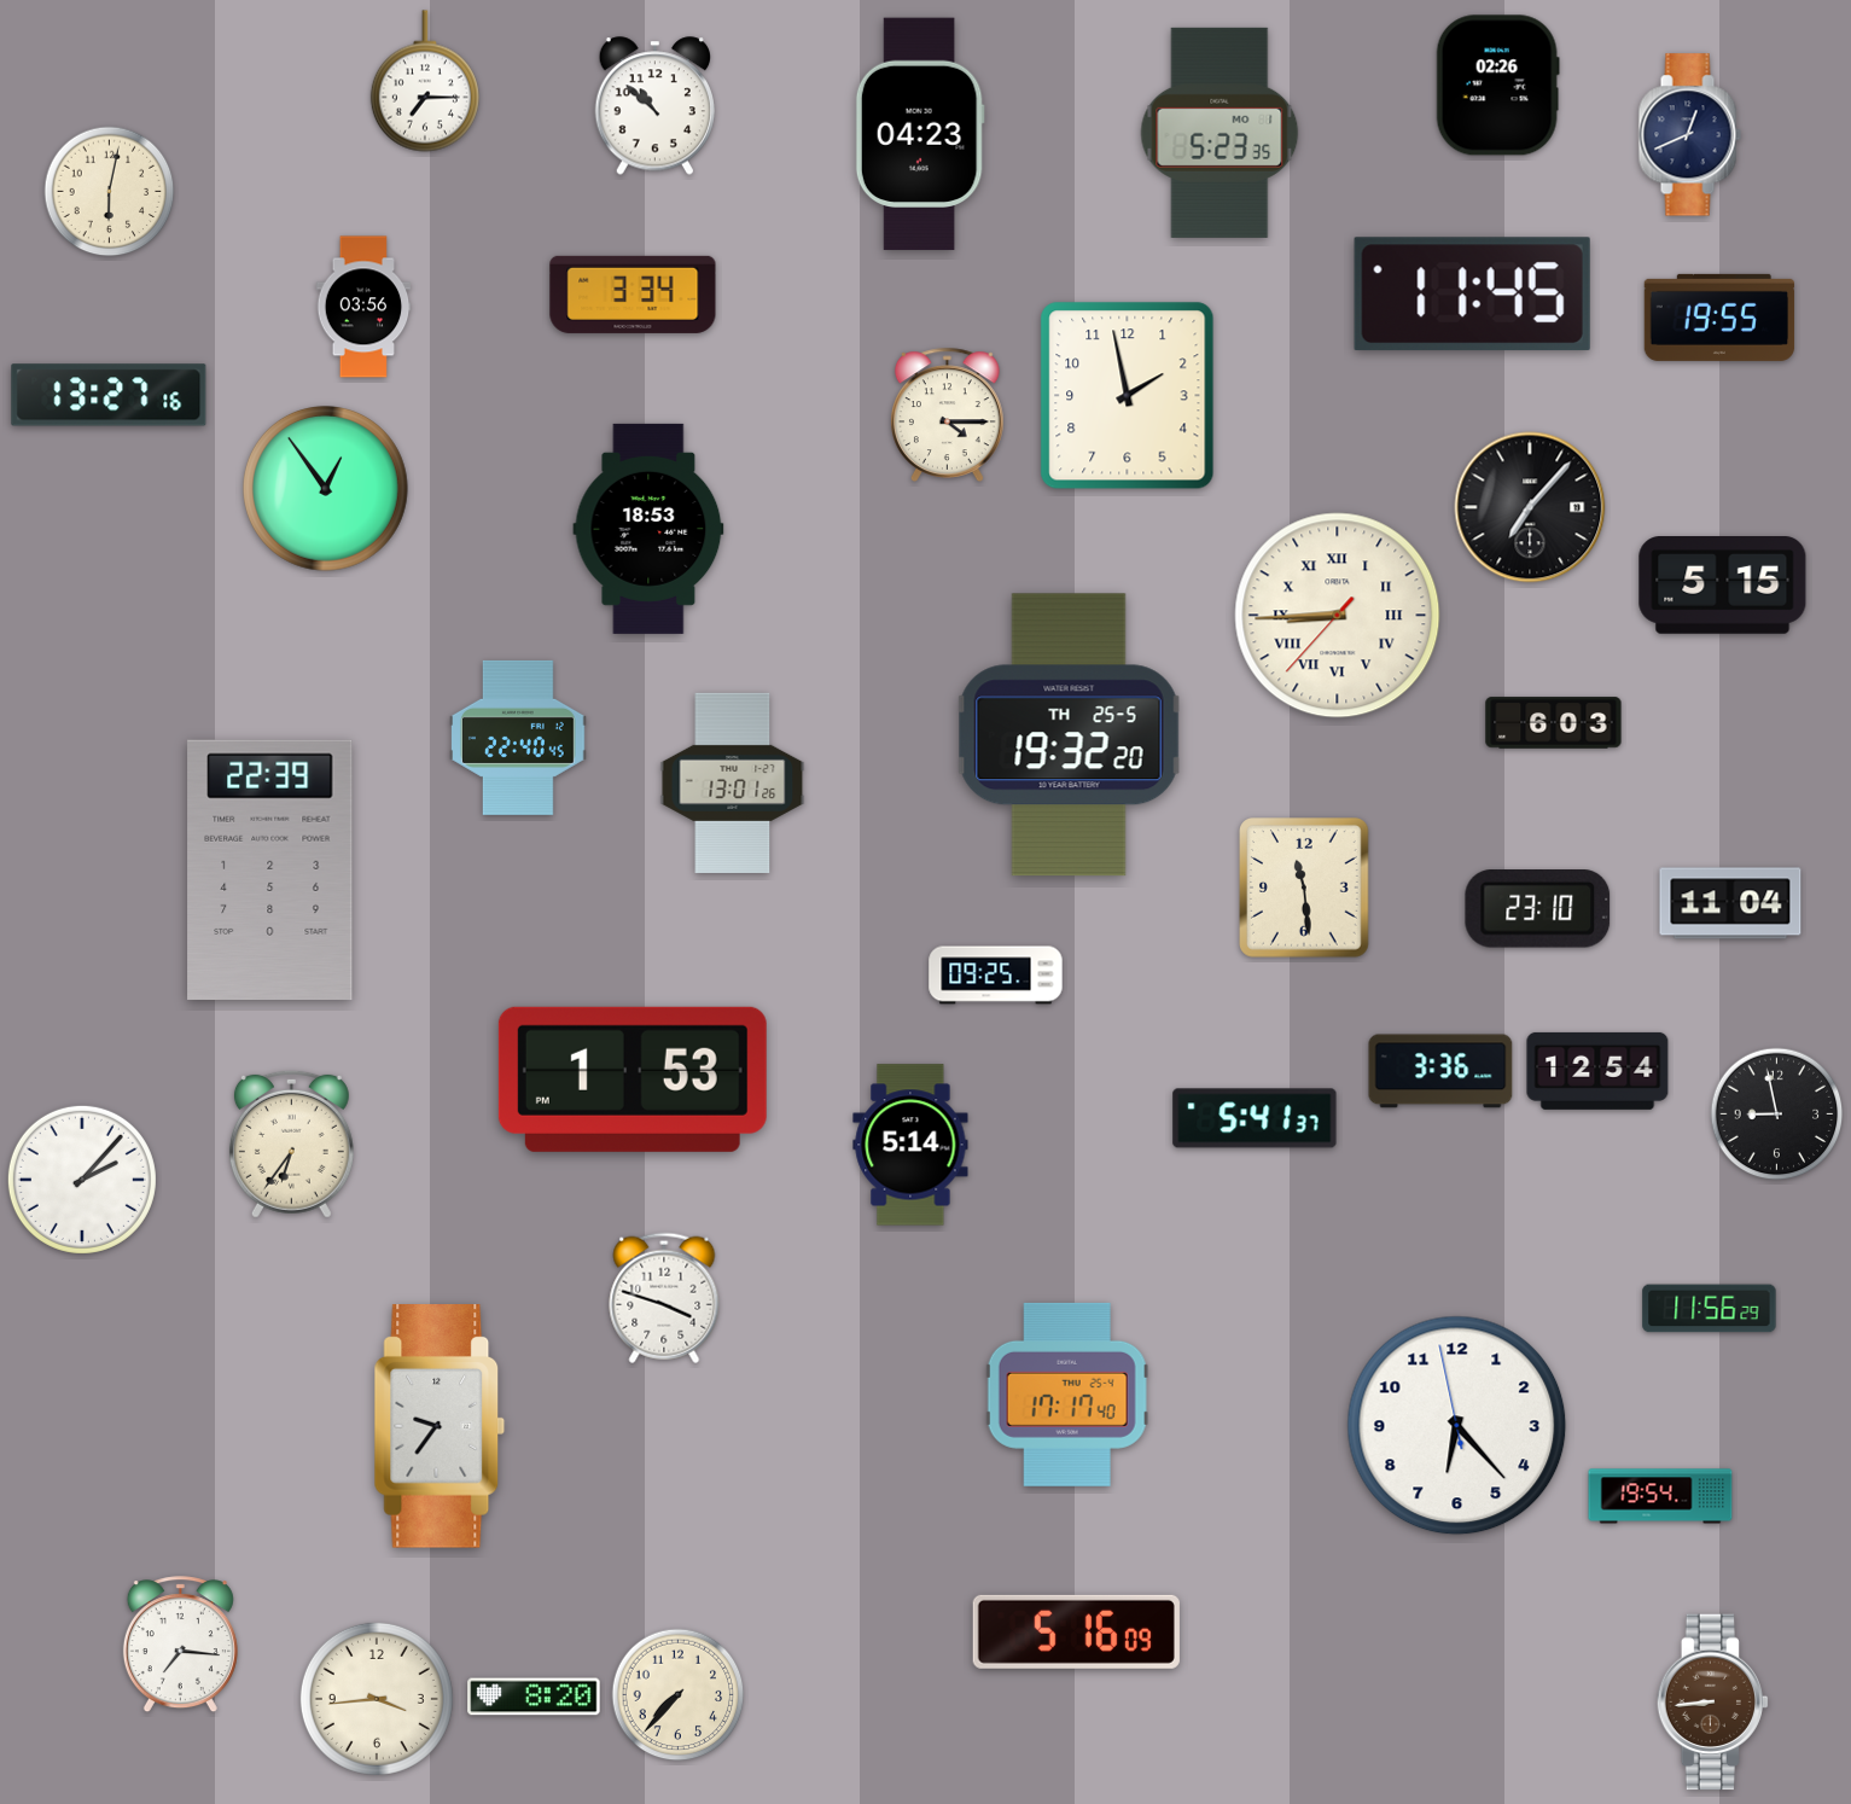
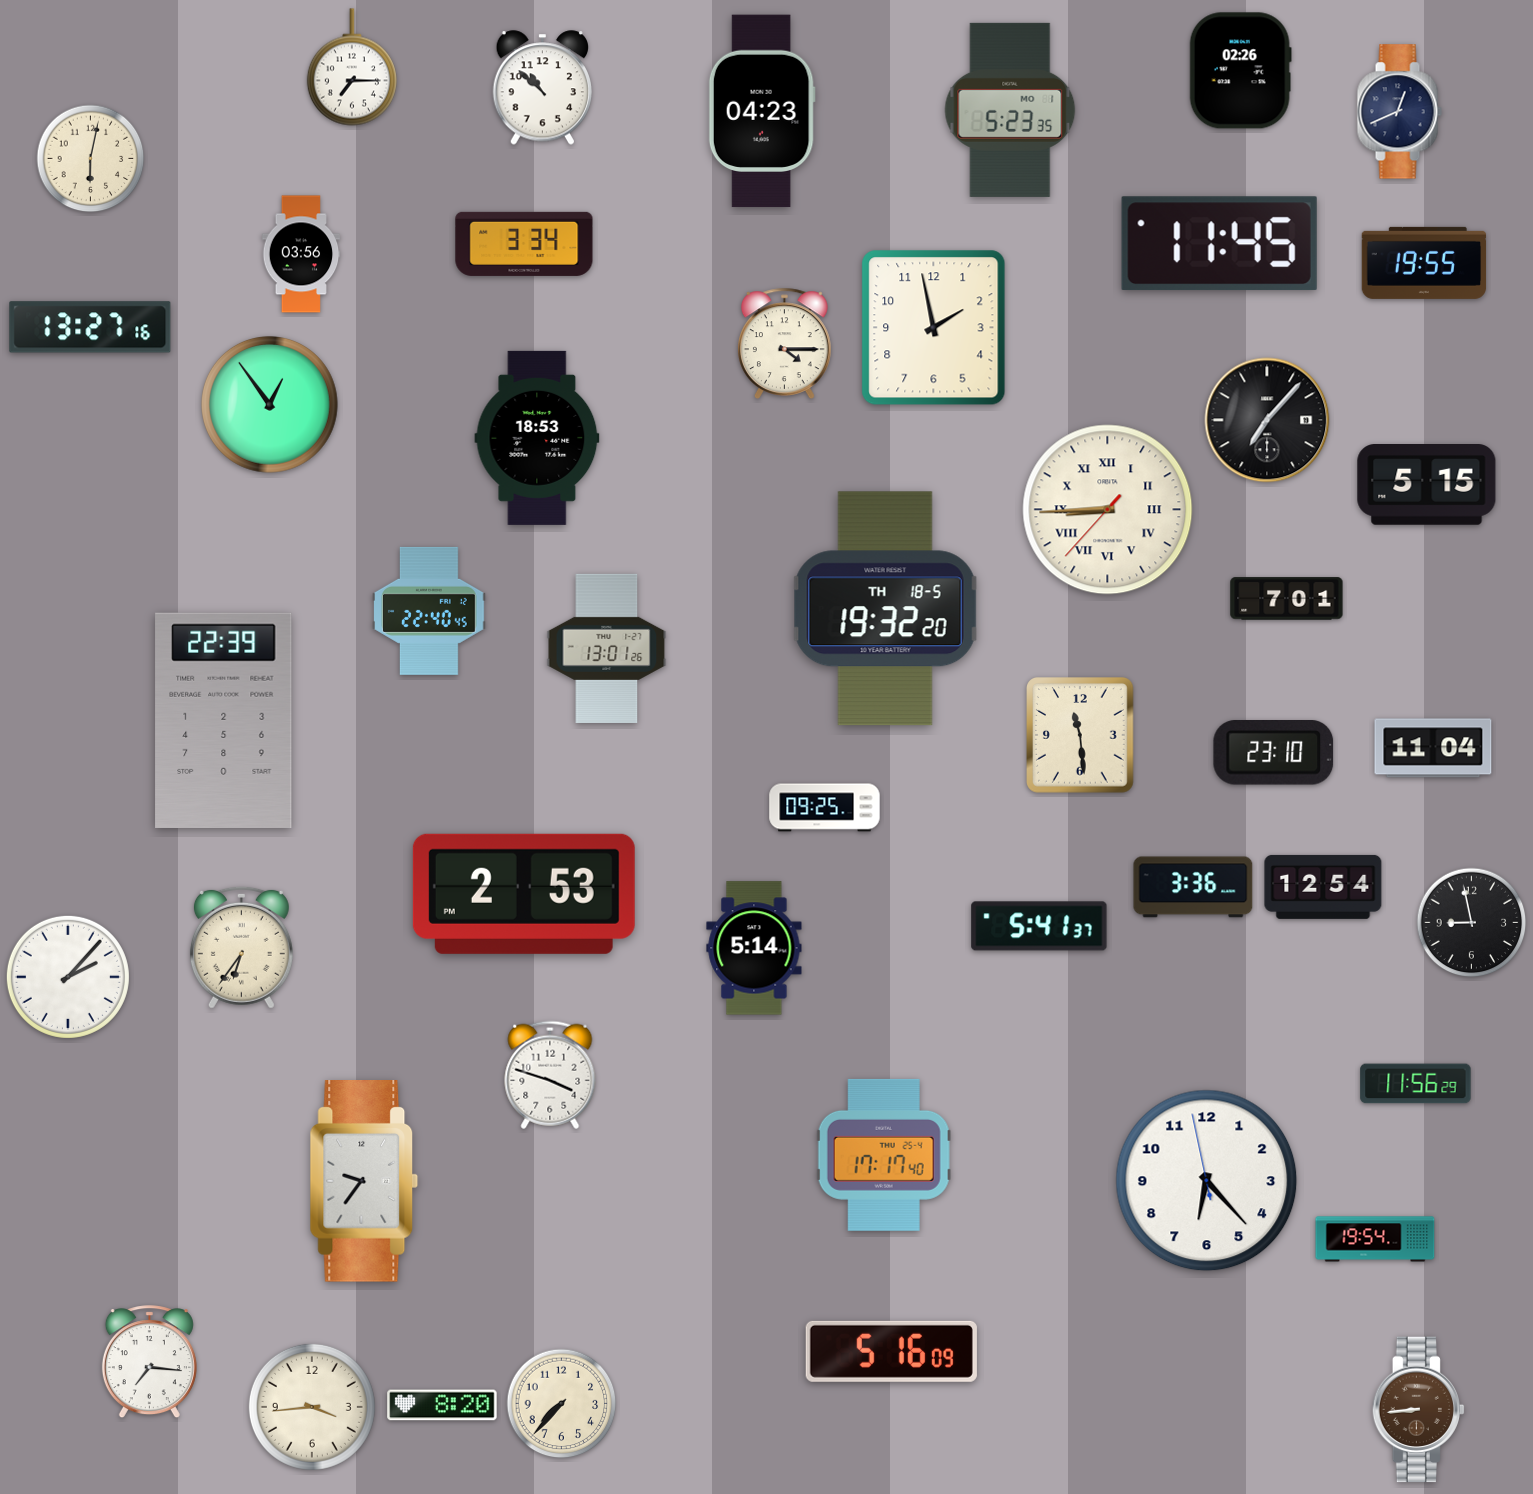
clock at (1554, 723): 6:03 -> 7:01
clock at (1070, 735) date: TH 25-5 -> TH 18-5
clock at (633, 1080): 1:53 -> 2:53
